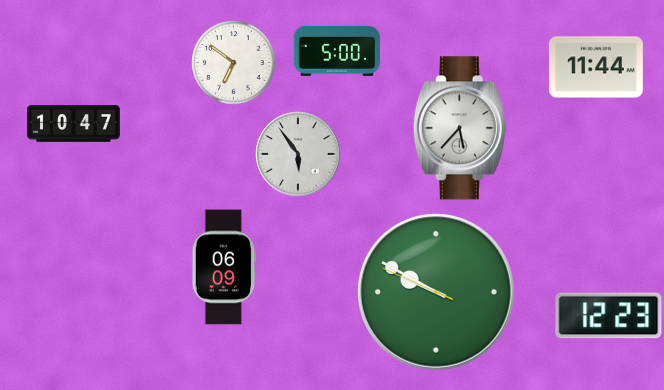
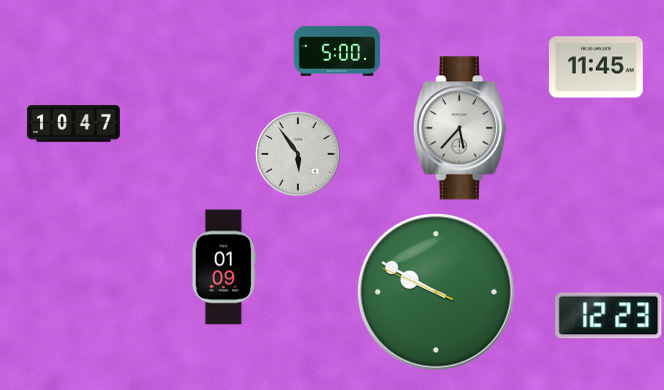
clock at (234, 63): 6:51 -> none
clock at (596, 67): 11:44 -> 11:45
clock at (224, 267): 06:09 -> 01:09
